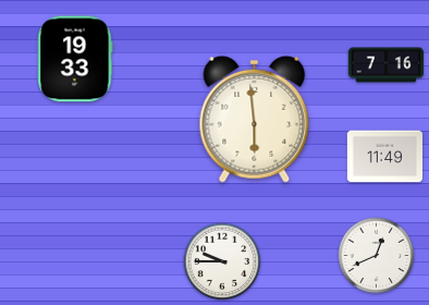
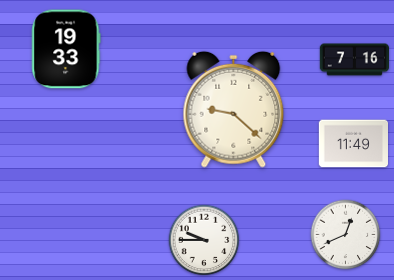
clock at (75, 59) position: (75, 59) -> (66, 49)
clock at (255, 119): 5:59 -> 9:22
